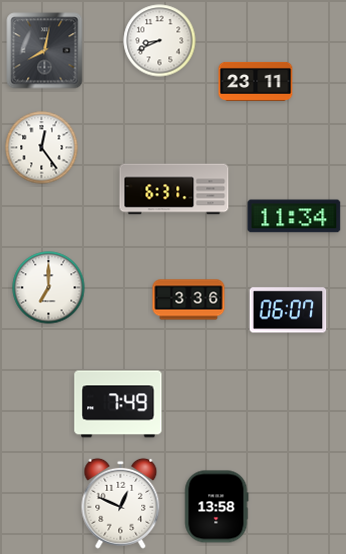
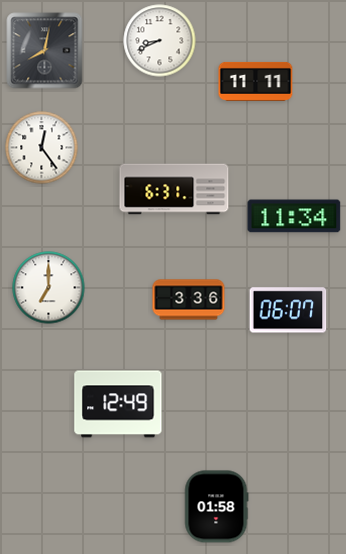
clock at (256, 81): 23:11 -> 11:11
clock at (118, 404): 7:49 -> 12:49
clock at (121, 503): 12:49 -> none
clock at (216, 507): 13:58 -> 01:58
